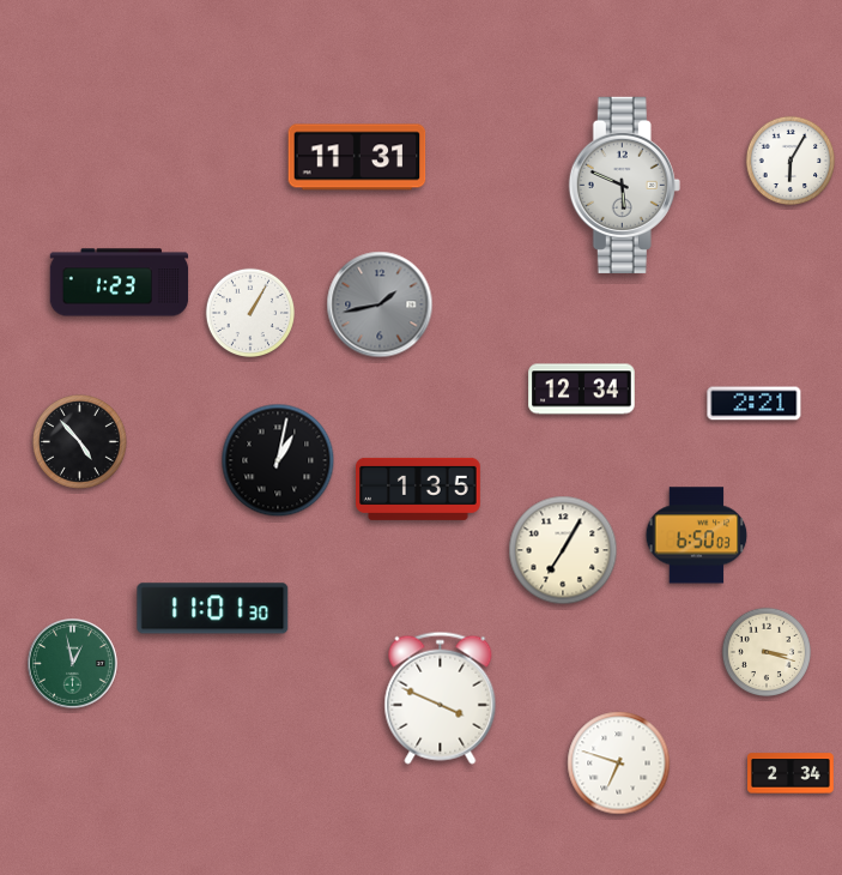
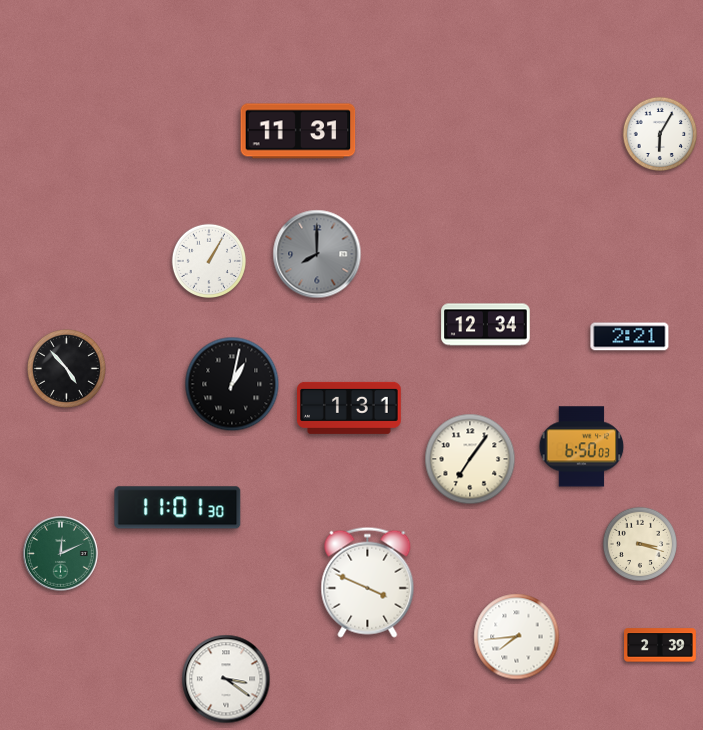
clock at (624, 185): 5:49 -> none
clock at (120, 283): 1:23 -> none
clock at (380, 304): 1:43 -> 8:00
clock at (419, 489): 1:35 -> 1:31
clock at (563, 550): 7:05 -> 7:06
clock at (73, 664): 12:58 -> 12:11
clock at (619, 764): 6:48 -> 7:44
clock at (792, 773): 2:34 -> 2:39
clock at (226, 679): none -> 3:21
